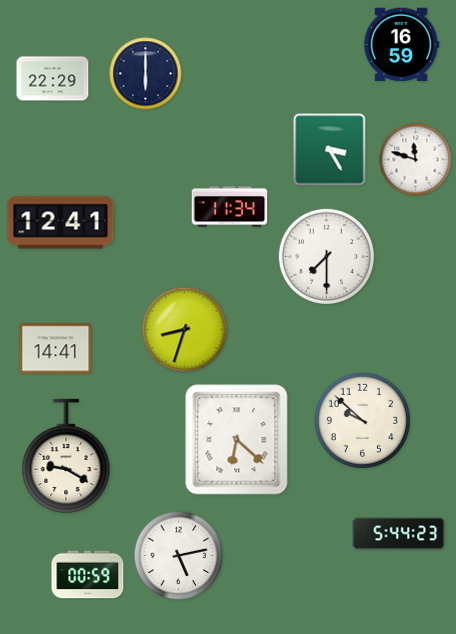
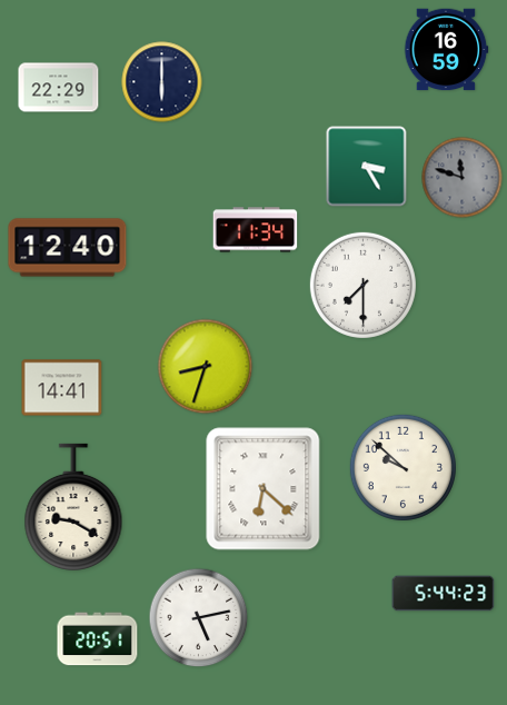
clock at (416, 160) dial: white -> grey
clock at (61, 223): 12:41 -> 12:40
clock at (88, 575): 00:59 -> 20:51
